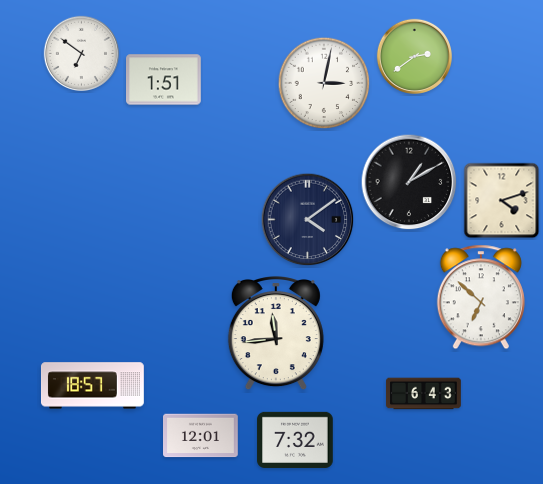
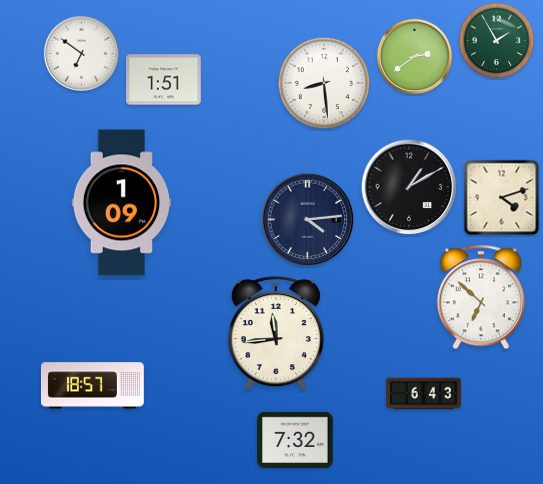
clock at (497, 41): none -> 1:55
clock at (324, 83): 3:02 -> 8:29
clock at (409, 182) position: (409, 182) -> (409, 187)
clock at (502, 201) position: (502, 201) -> (502, 198)
clock at (122, 203): none -> 1:09
clock at (308, 220): 4:09 -> 4:14
clock at (201, 436): 12:01 -> none
